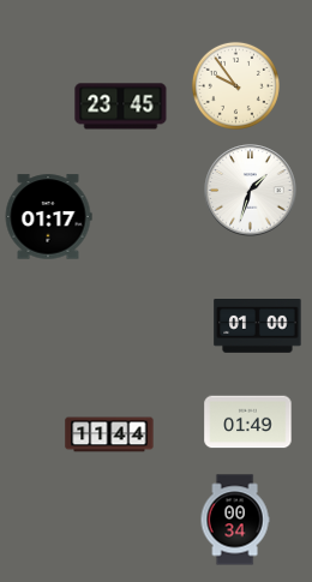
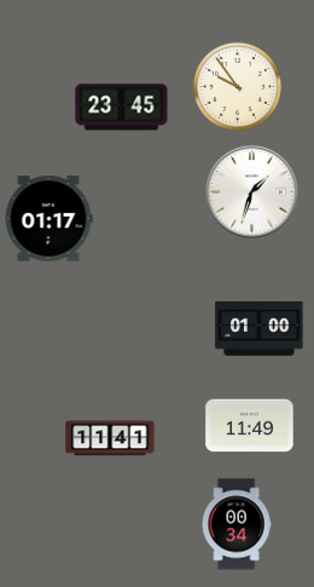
clock at (248, 422): 01:49 -> 11:49
clock at (109, 434): 11:44 -> 11:41
